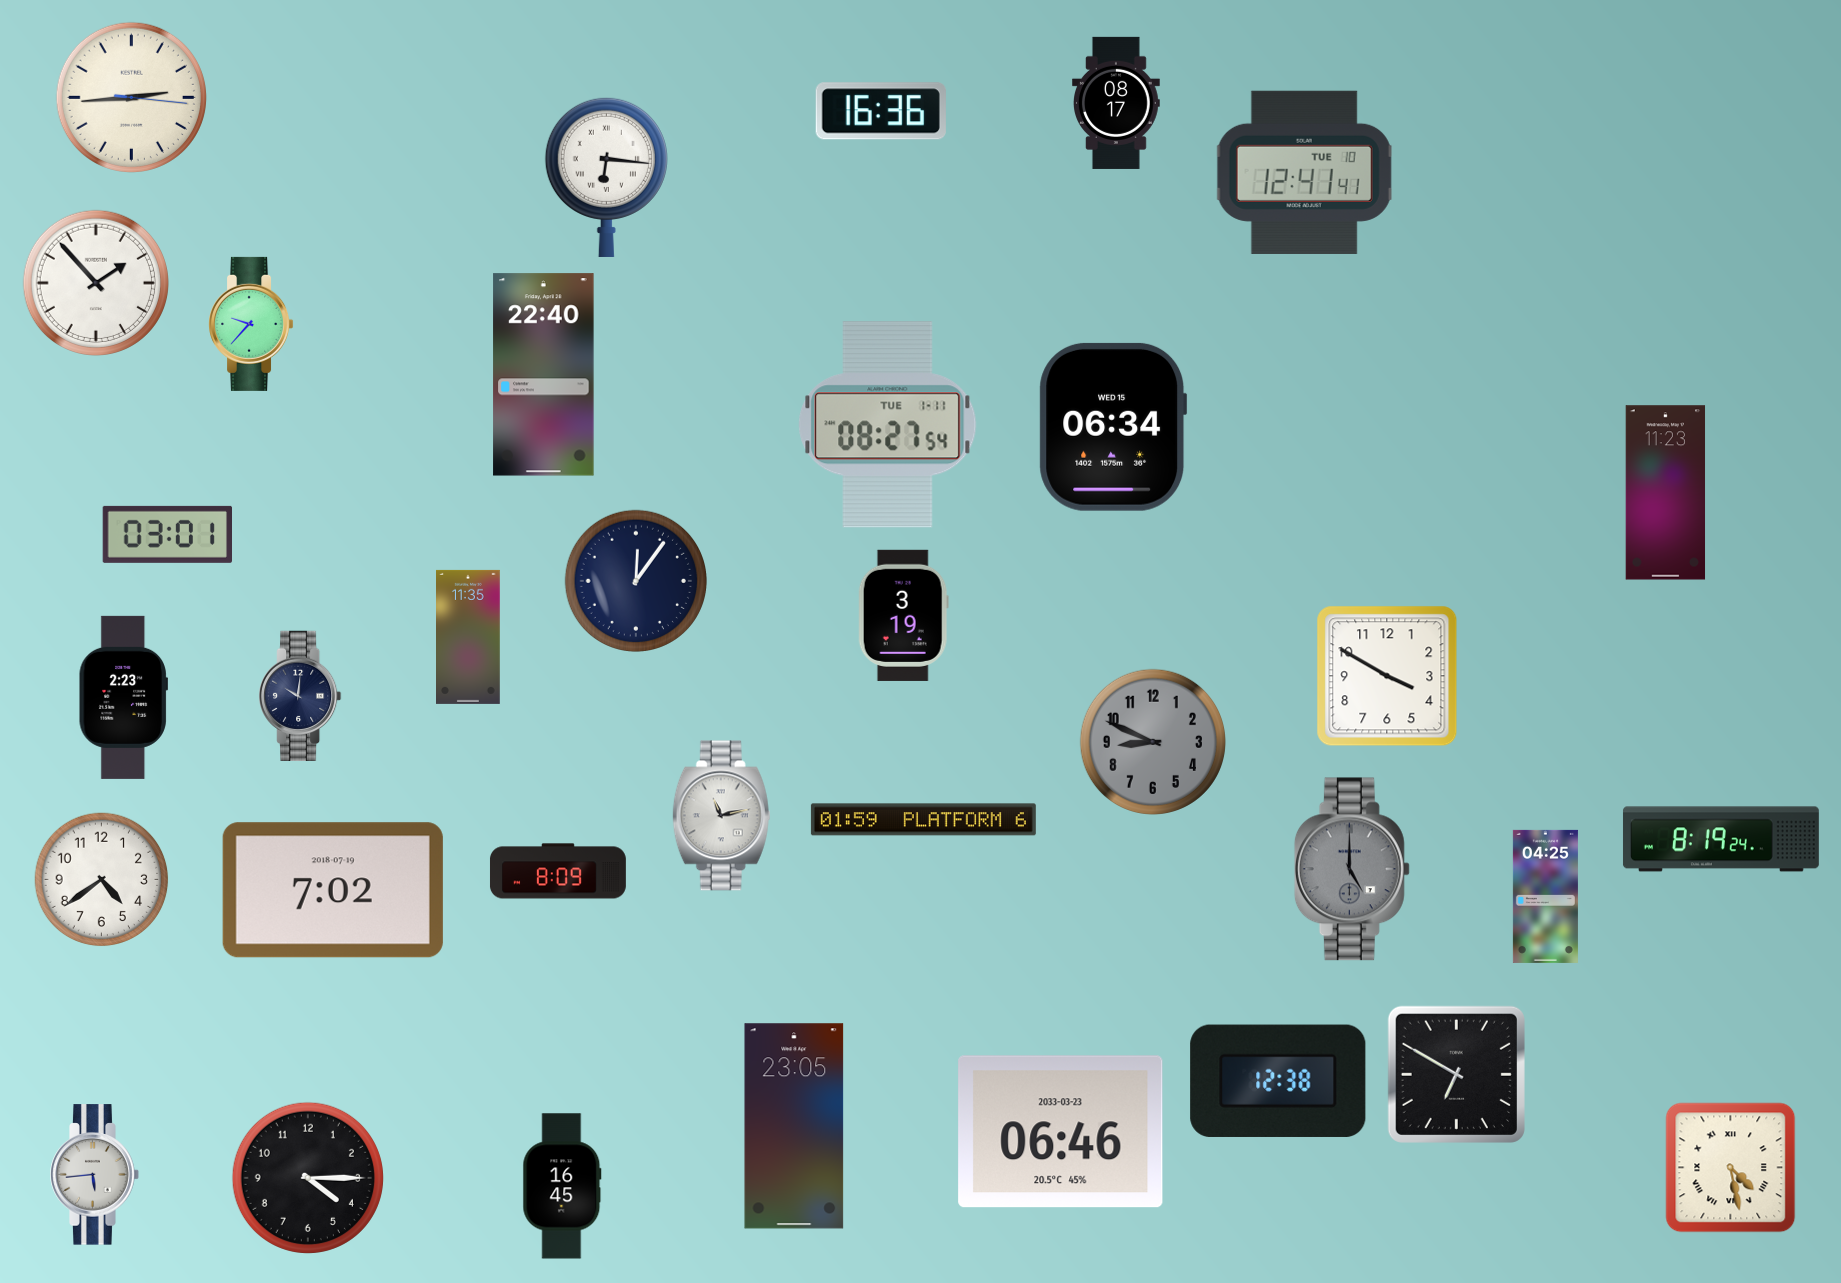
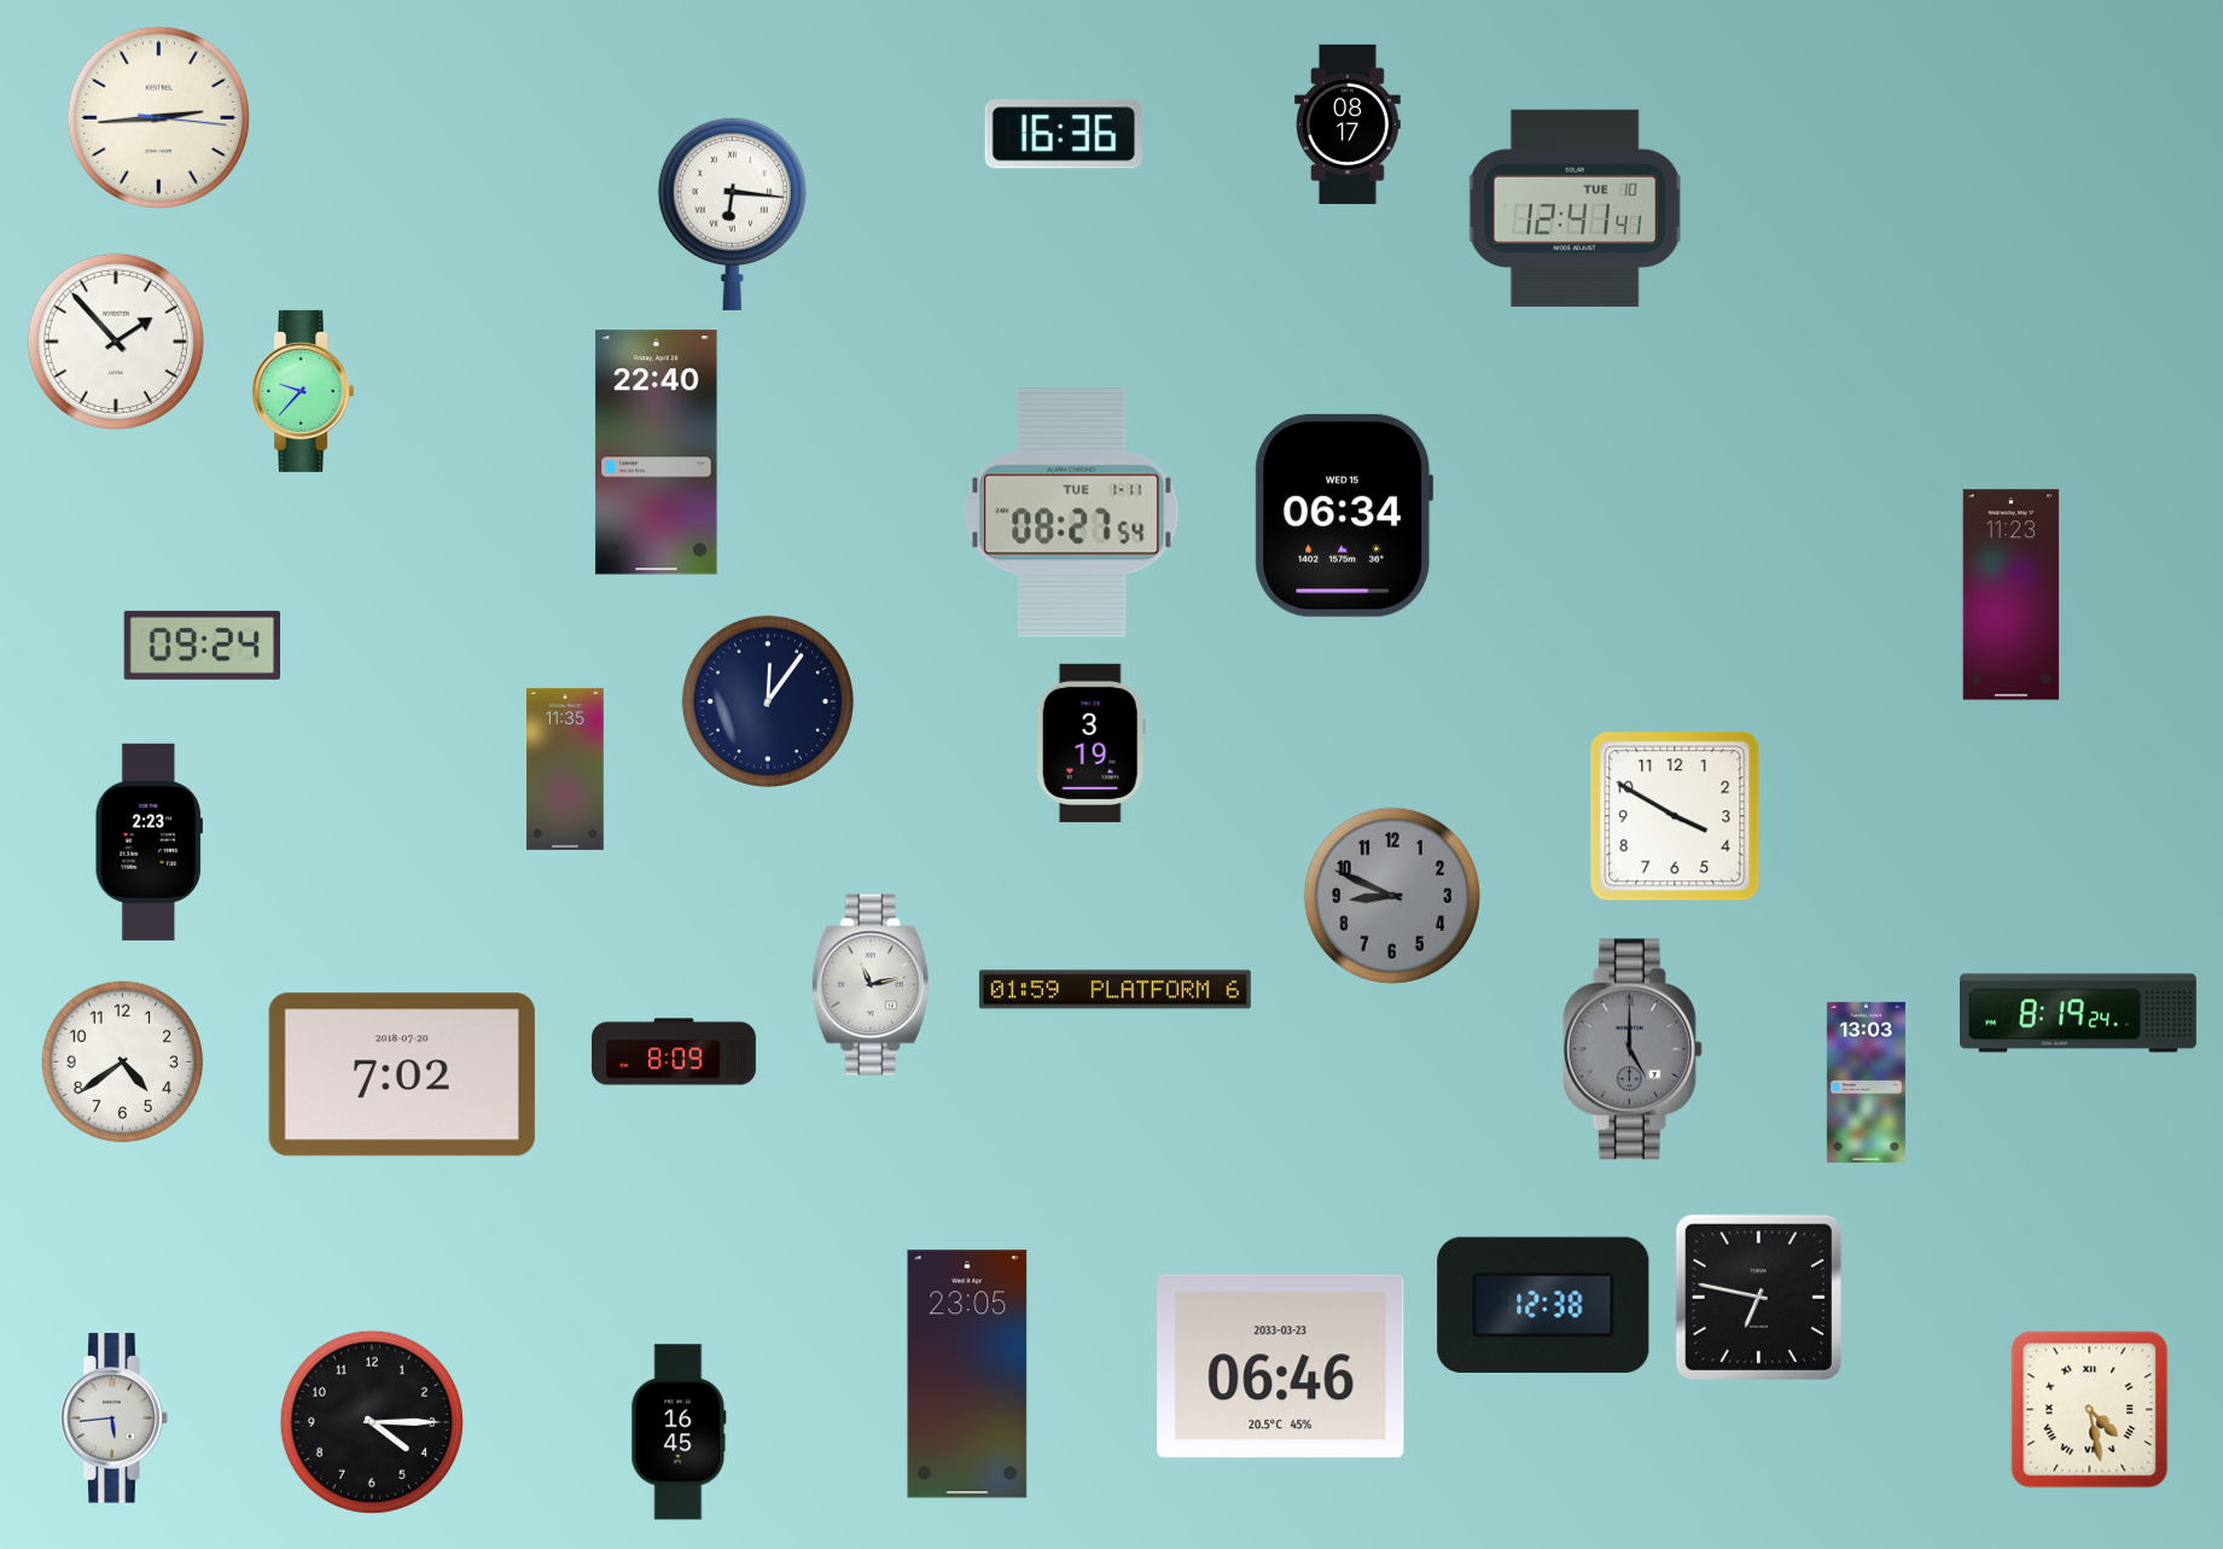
clock at (167, 534): 03:01 -> 09:24
clock at (300, 695): 10:01 -> none
clock at (333, 890) date: 2018-07-19 -> 2018-07-20
clock at (1545, 896): 04:25 -> 13:03
clock at (1456, 1074): 6:50 -> 6:47
clock at (794, 1126) position: (794, 1126) -> (967, 1374)
